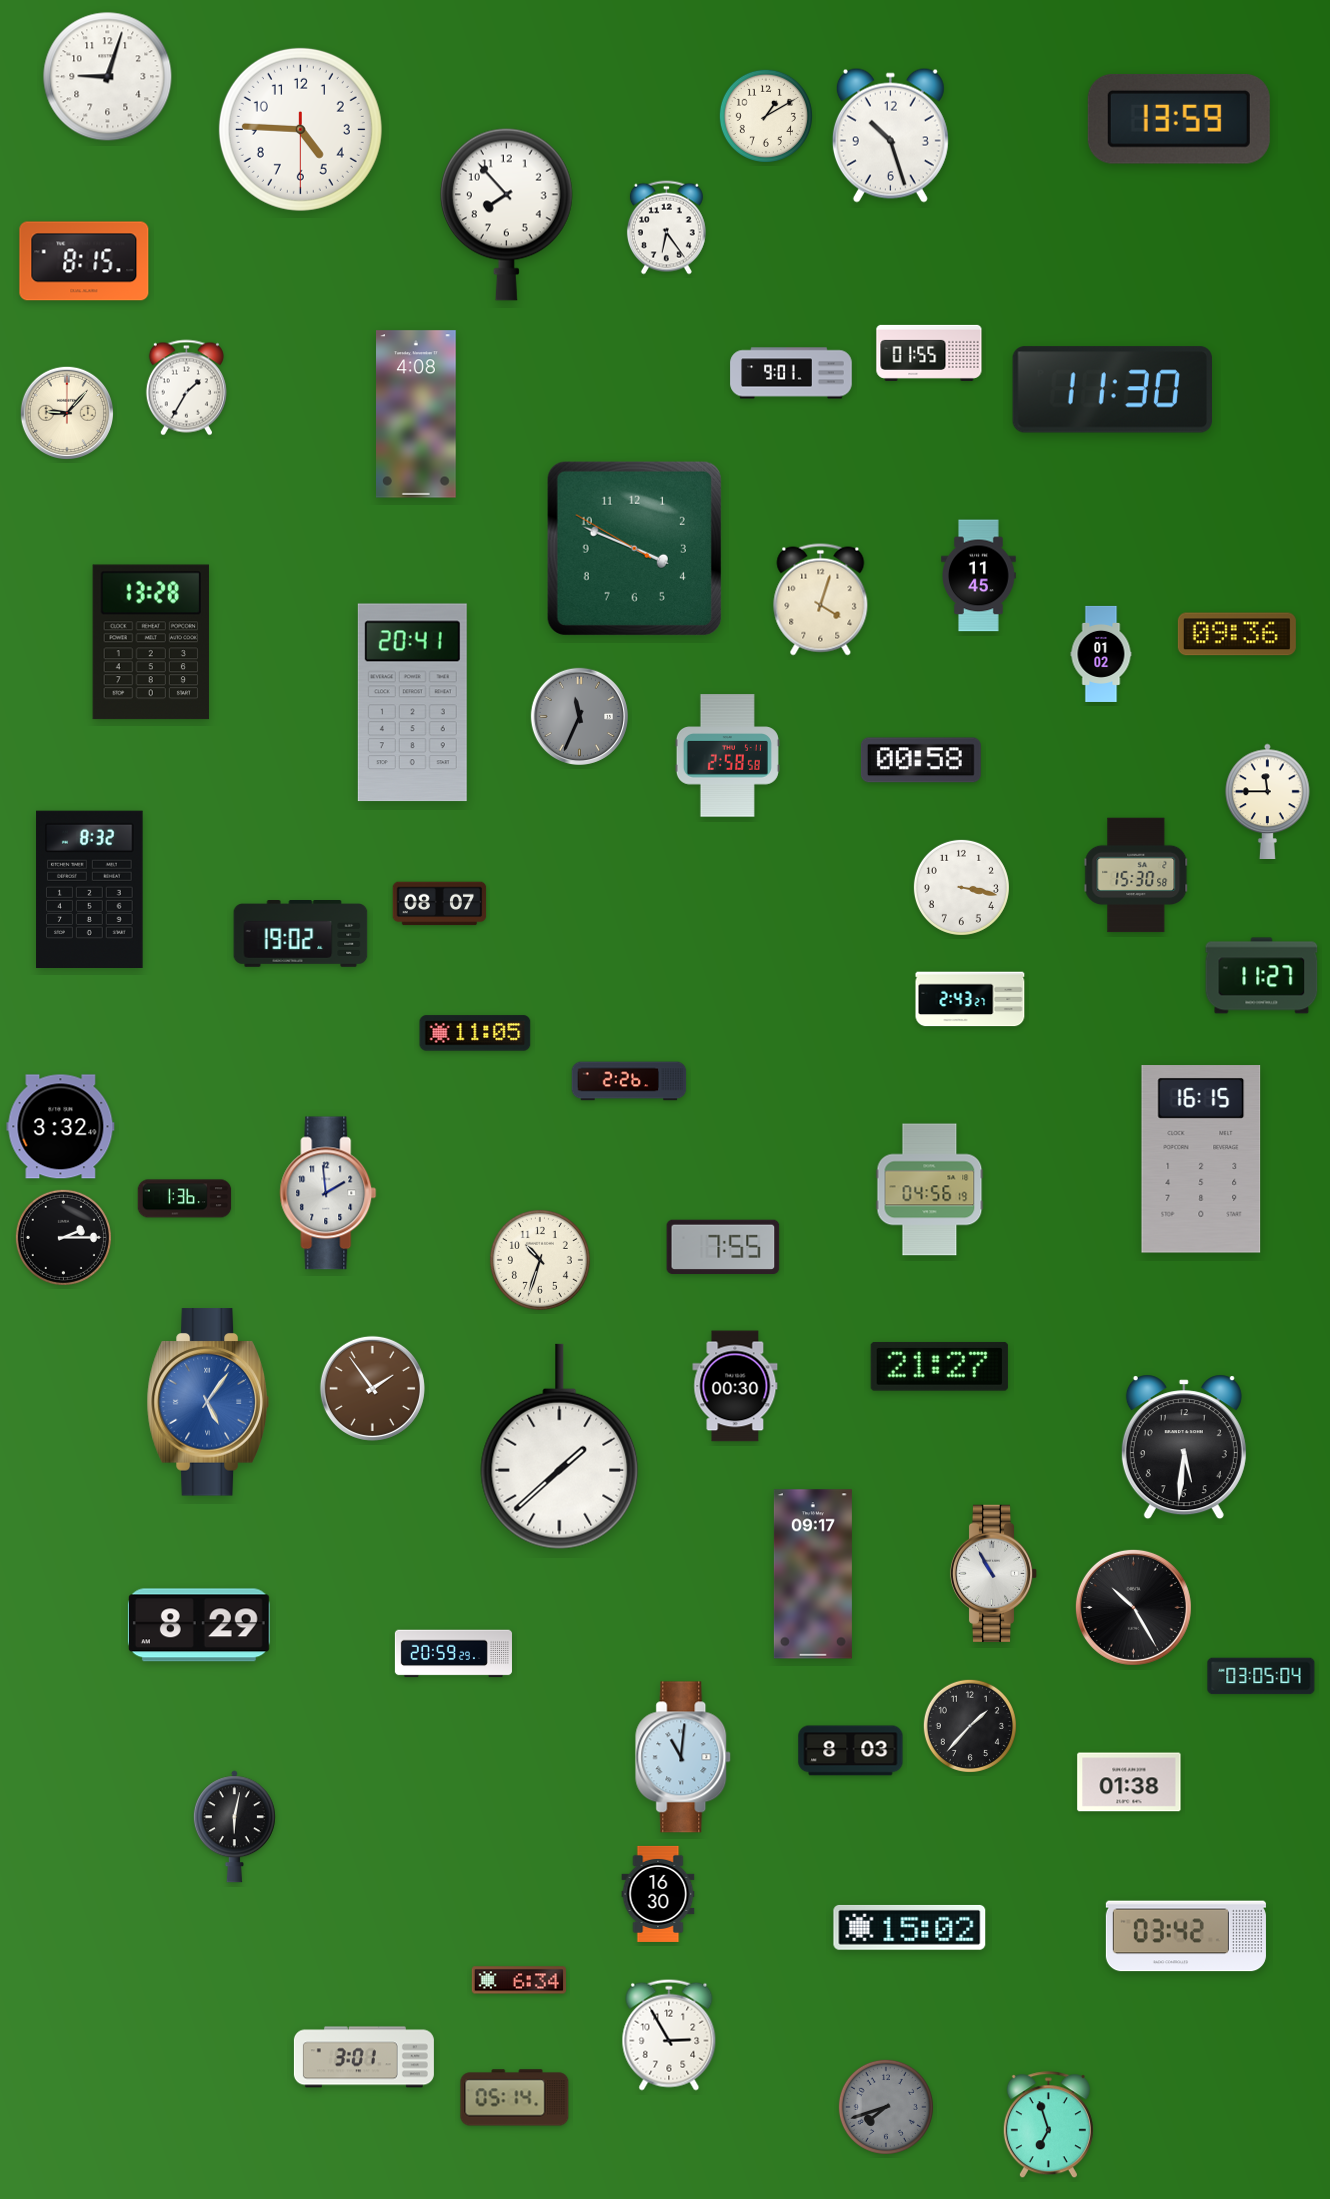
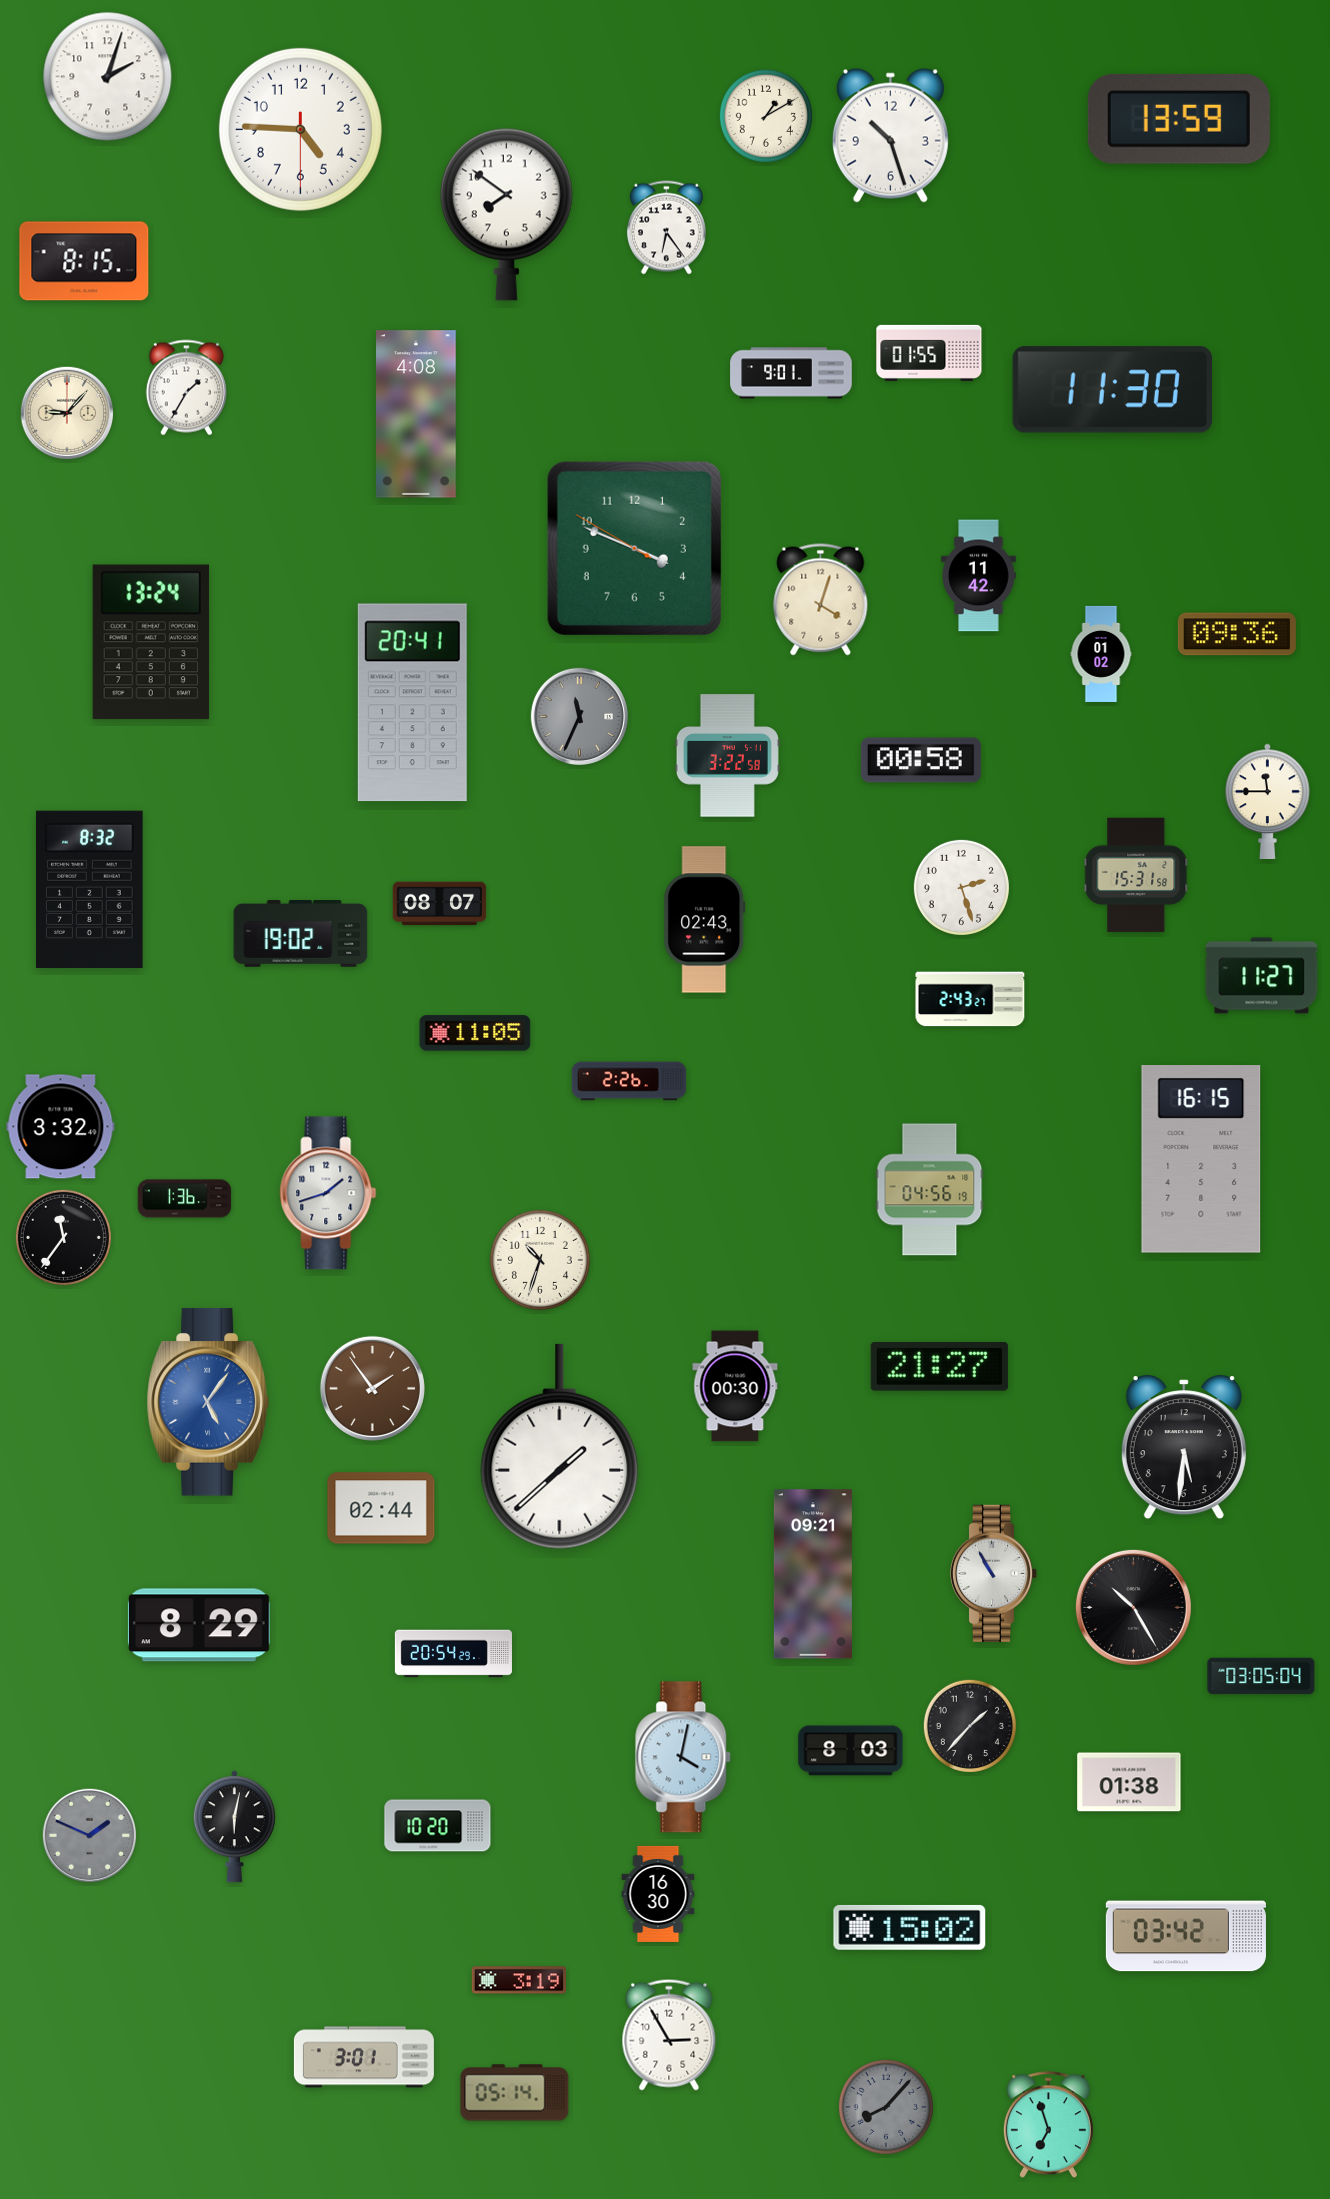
clock at (108, 77): 9:03 -> 2:03
clock at (506, 214): 7:53 -> 7:51
clock at (979, 576): 11:45 -> 11:42
clock at (151, 642): 13:28 -> 13:24
clock at (727, 756): 2:58 -> 3:22
clock at (1136, 875): 15:30 -> 15:31
clock at (961, 887): 3:17 -> 2:27
clock at (705, 920): none -> 02:43
clock at (328, 1193): 1:59 -> 1:42
clock at (63, 1237): 2:15 -> 11:36
clock at (723, 1246): 7:55 -> none
clock at (381, 1508): none -> 02:44
clock at (813, 1574): 09:17 -> 09:21
clock at (453, 1654): 20:59 -> 20:54
clock at (684, 1757): 11:01 -> 4:02
clock at (438, 1826): none -> 10:20
clock at (89, 1835): none -> 1:49
clock at (518, 1980): 6:34 -> 3:19
clock at (515, 2098) position: (515, 2098) -> (515, 2093)
clock at (886, 2107): 7:42 -> 8:07
